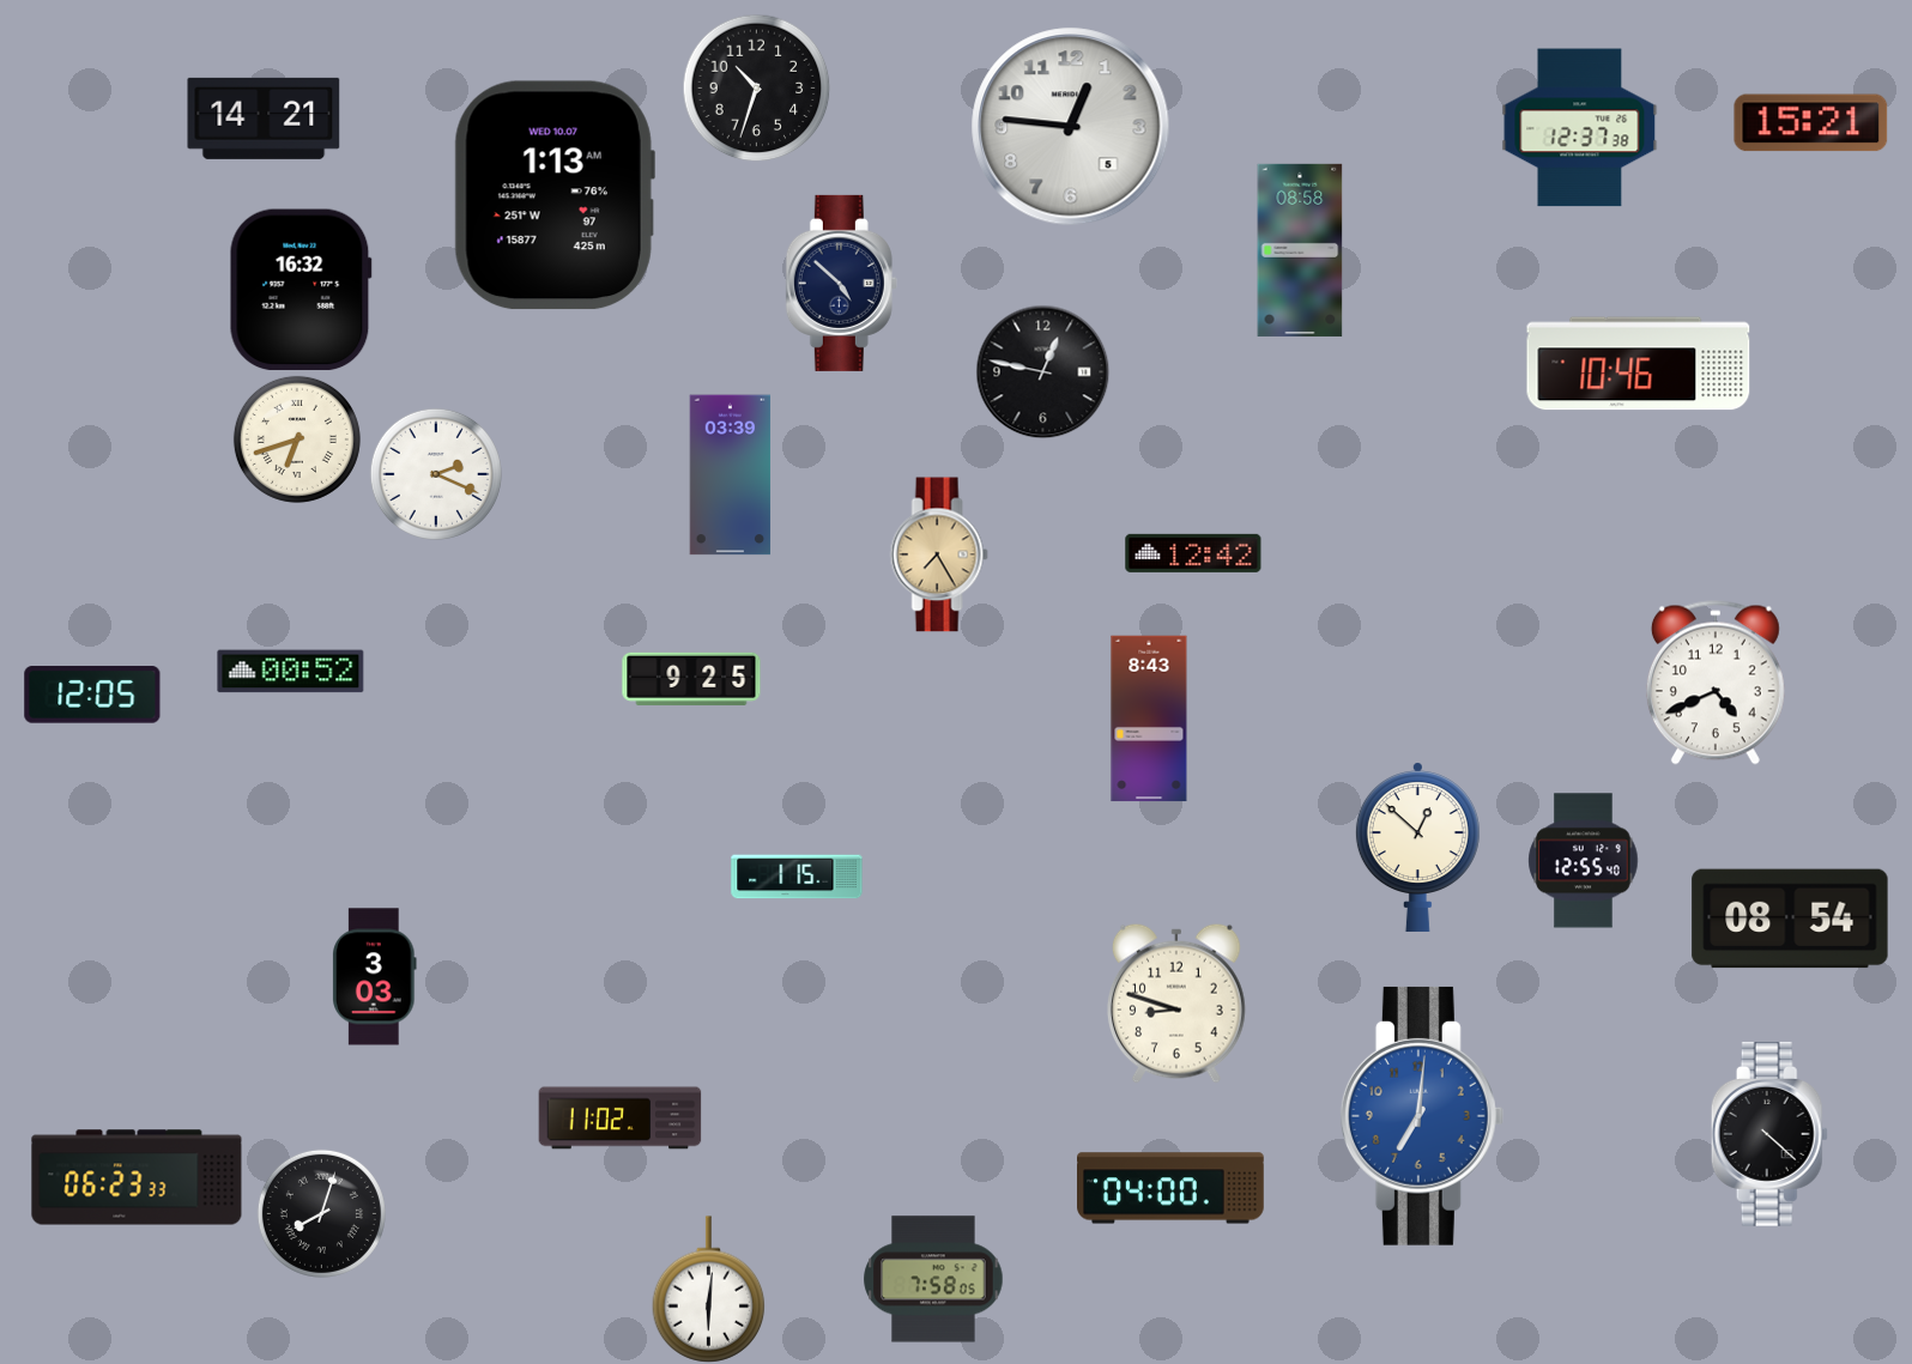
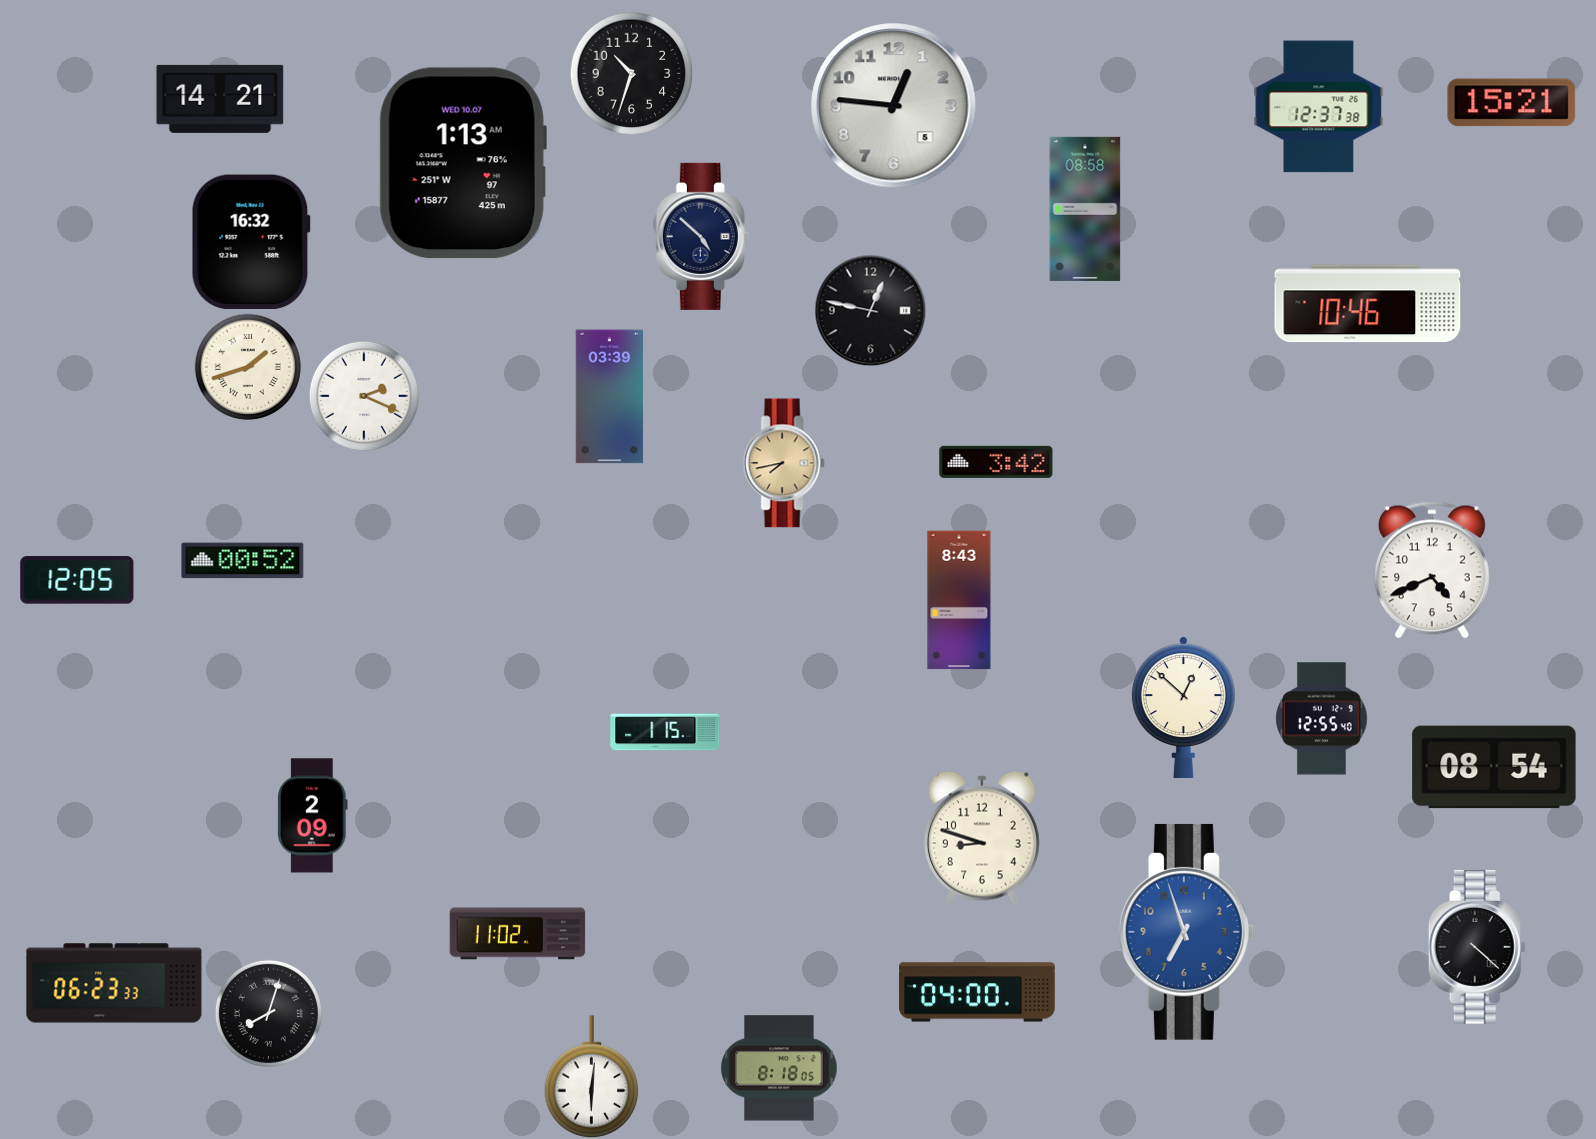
clock at (297, 439): 6:42 -> 1:42
clock at (1193, 553): 12:42 -> 3:42
clock at (939, 554): 7:25 -> 7:43
clock at (691, 679): 9:25 -> none
clock at (375, 977): 3:03 -> 2:09
clock at (1422, 1116): 7:01 -> 6:57
clock at (933, 1279): 7:58 -> 8:18
